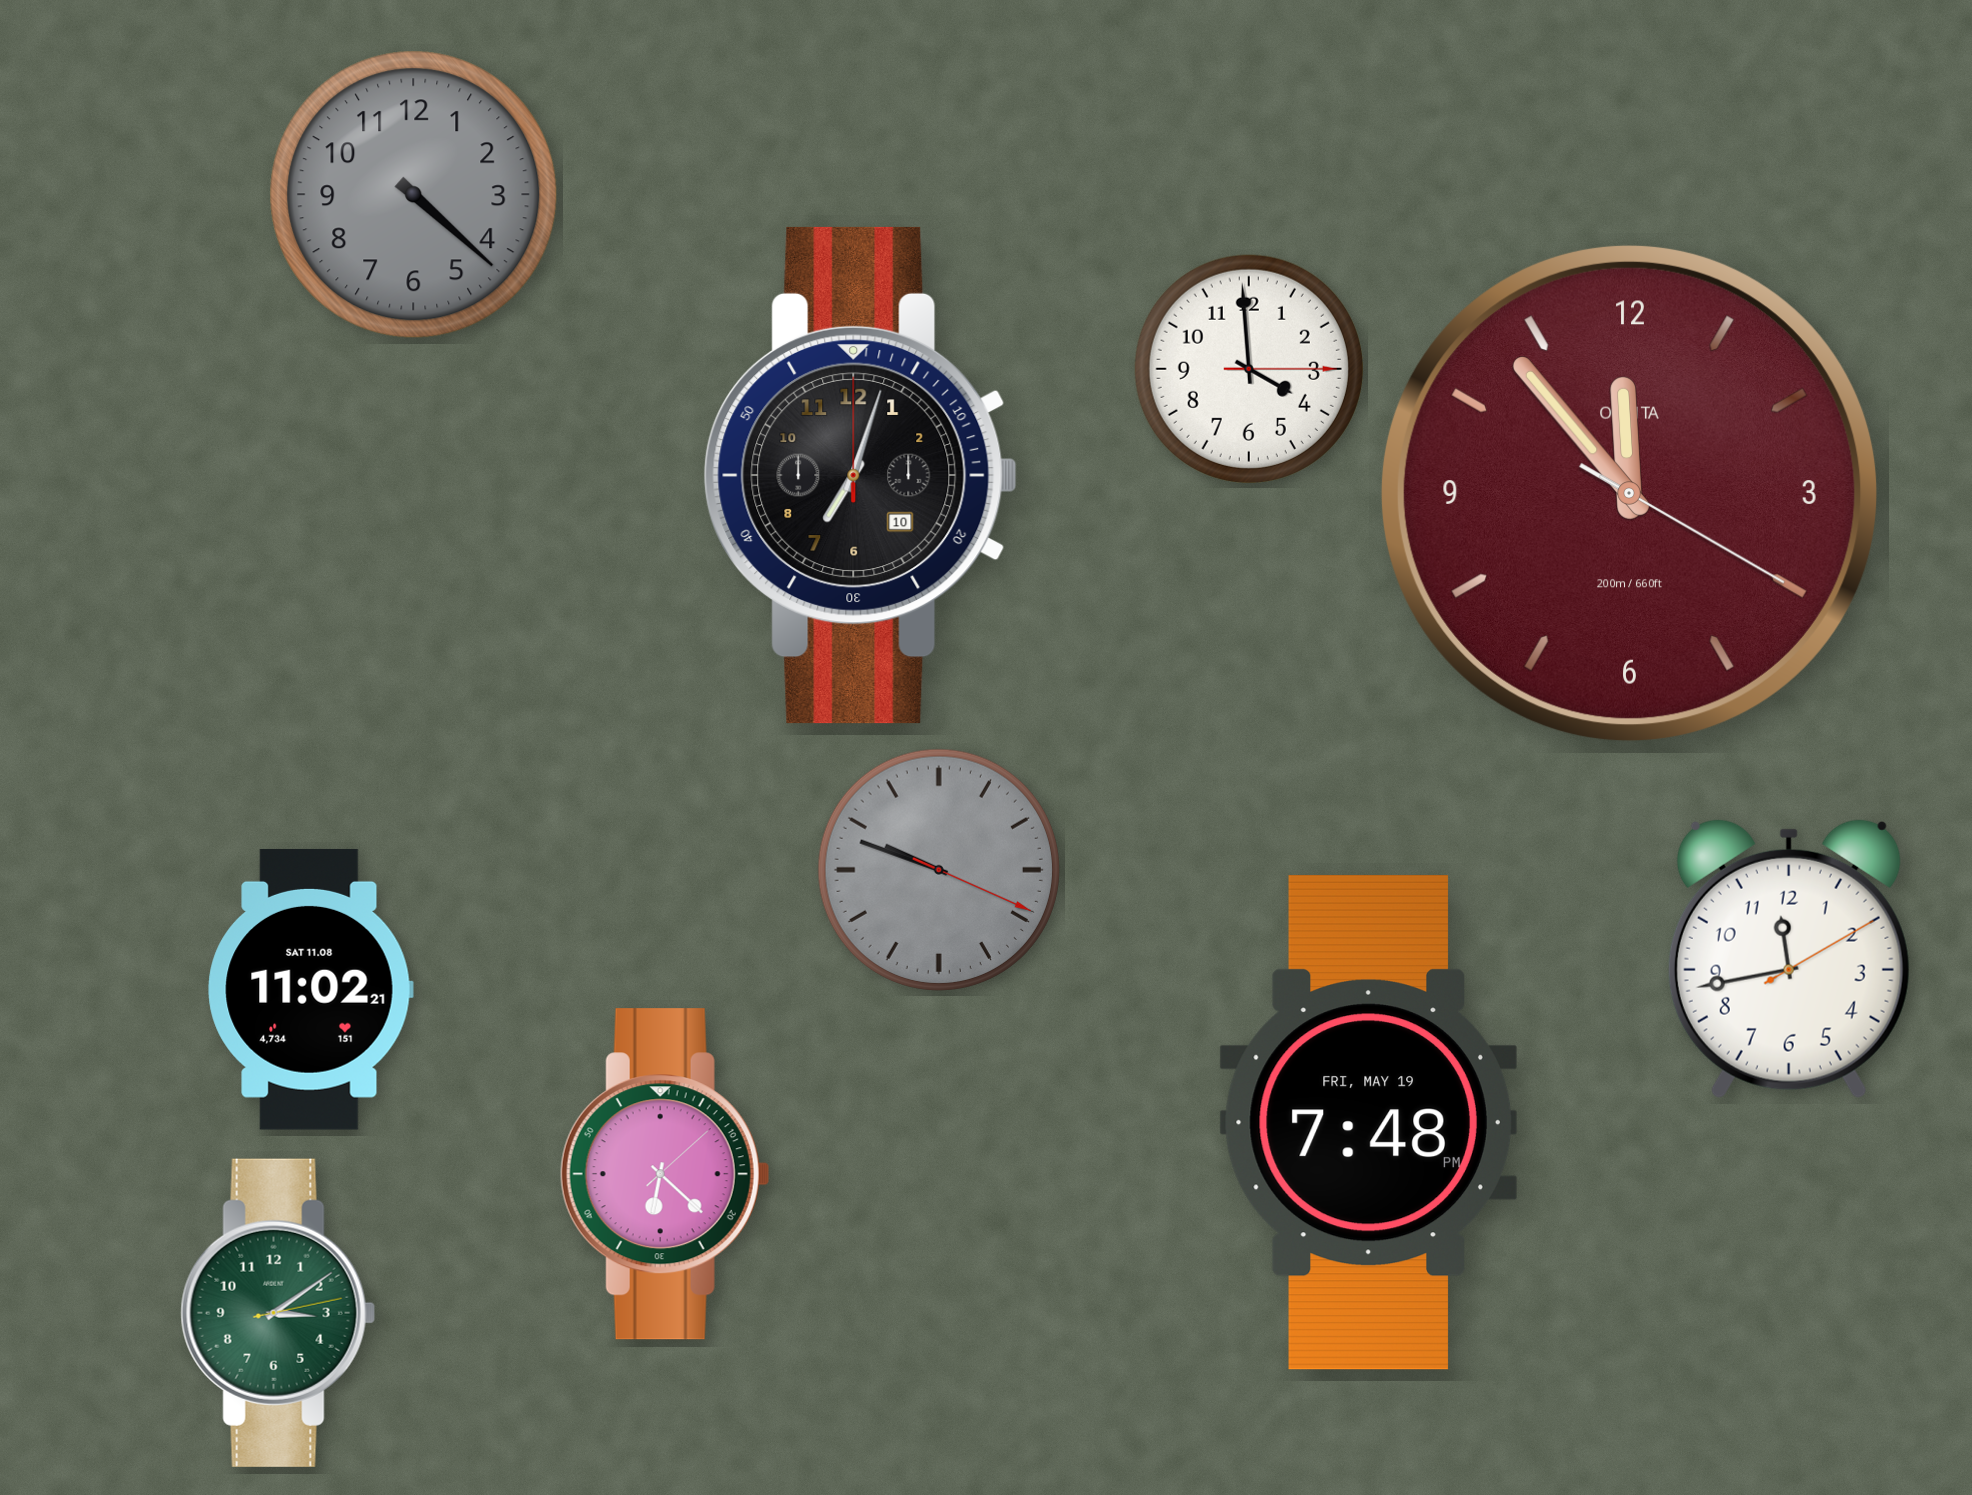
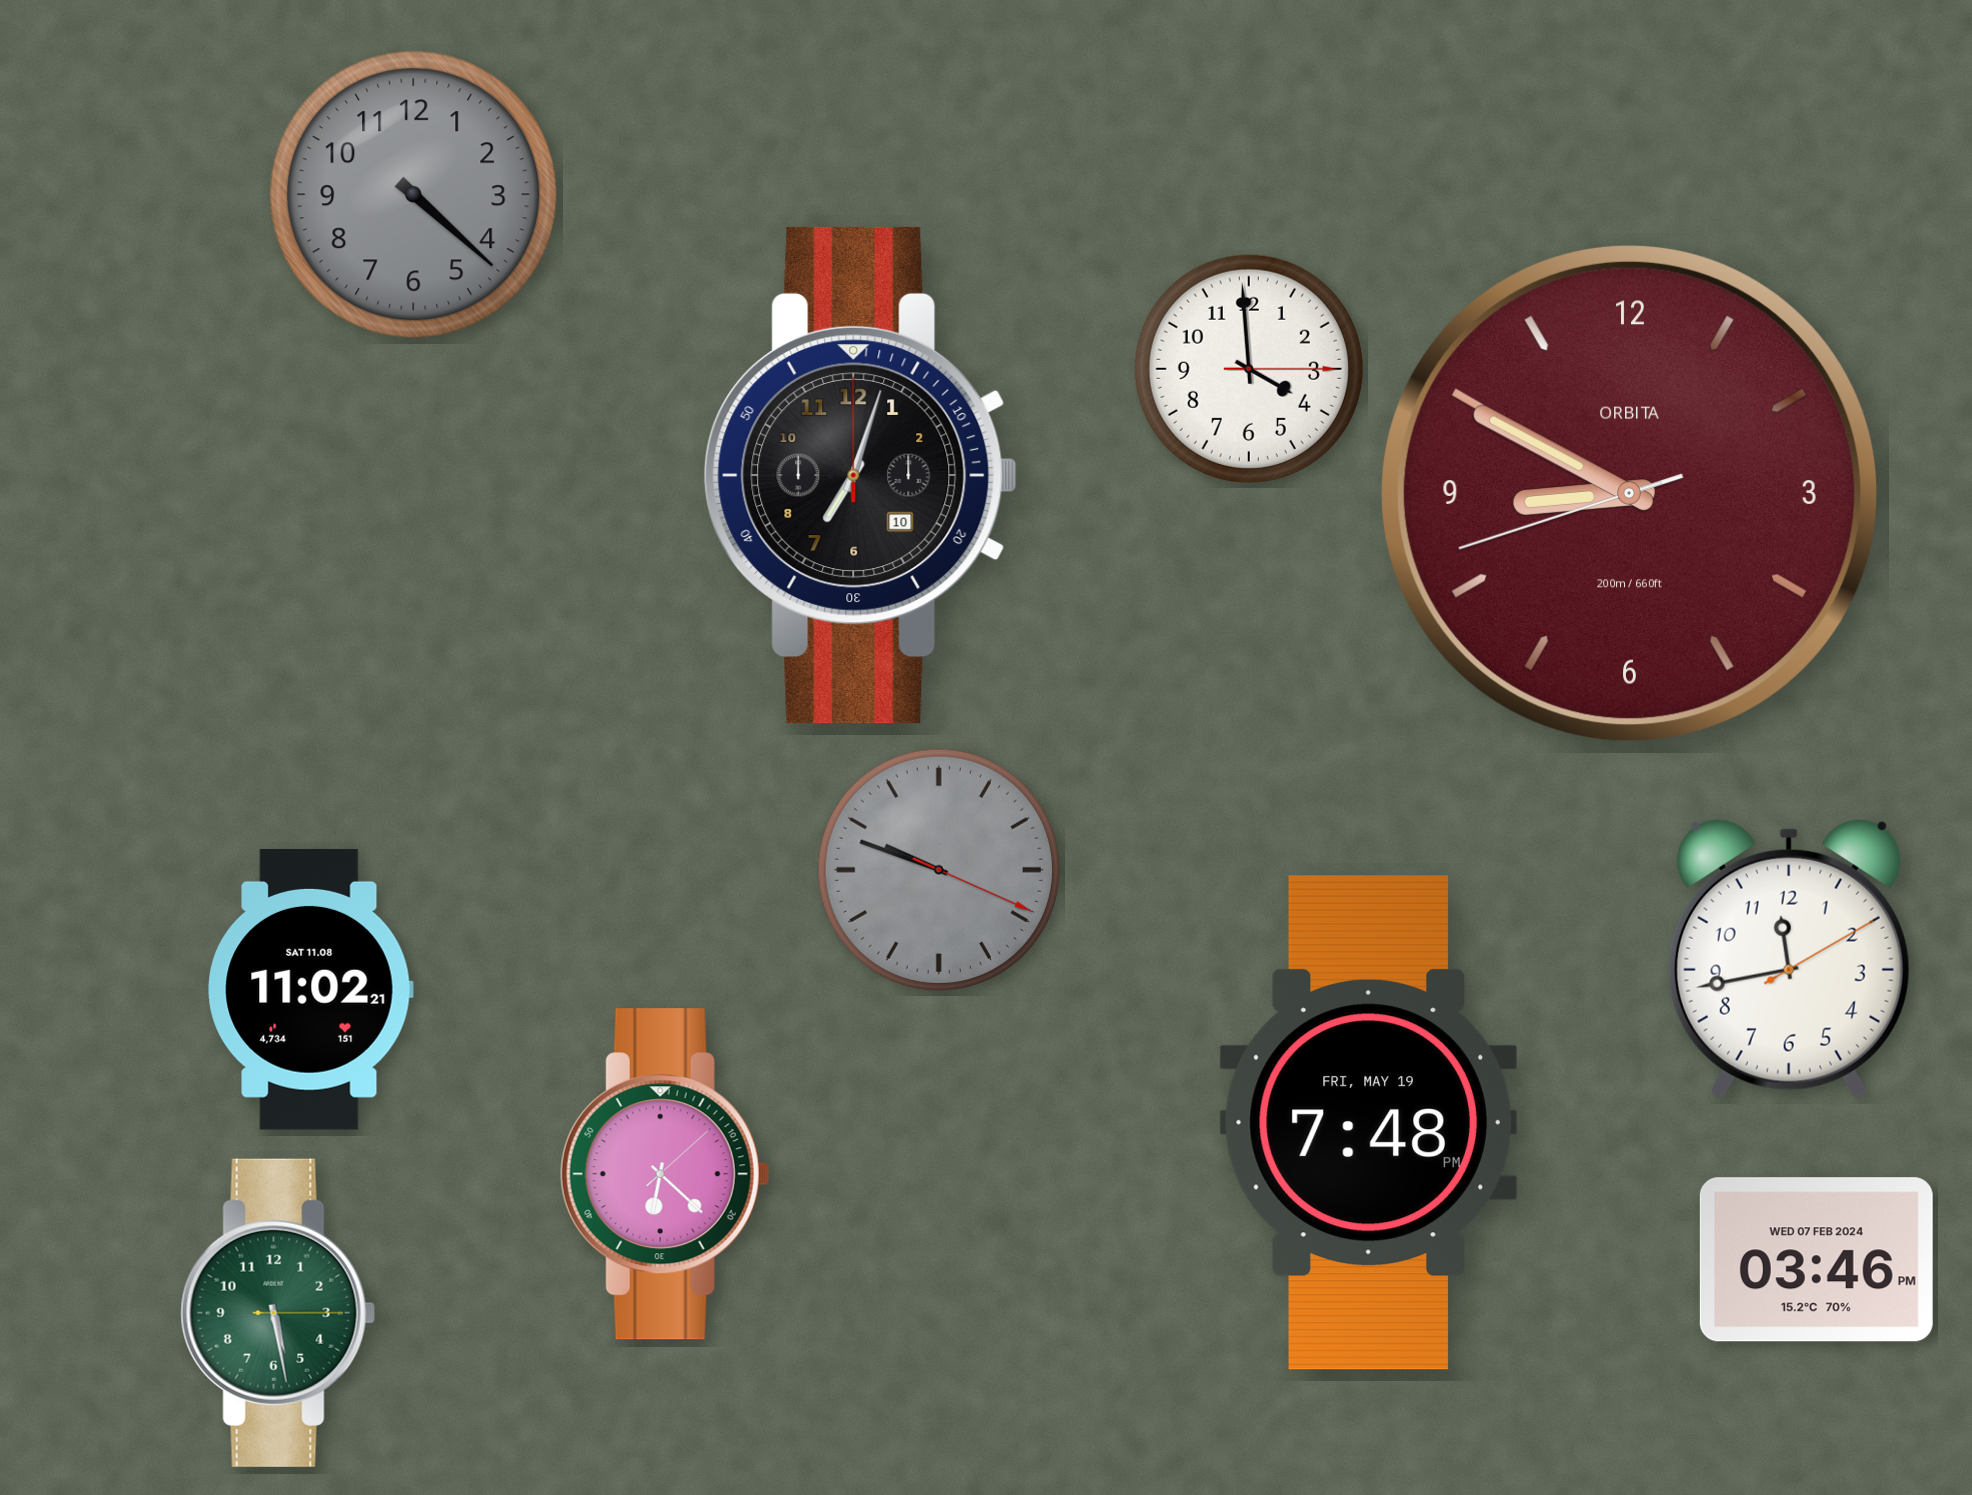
clock at (1629, 493): 11:53 -> 8:49
clock at (1816, 1260): none -> 03:46
clock at (278, 1313): 3:09 -> 5:28
